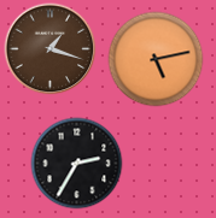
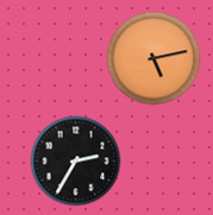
clock at (51, 49): 1:18 -> none
